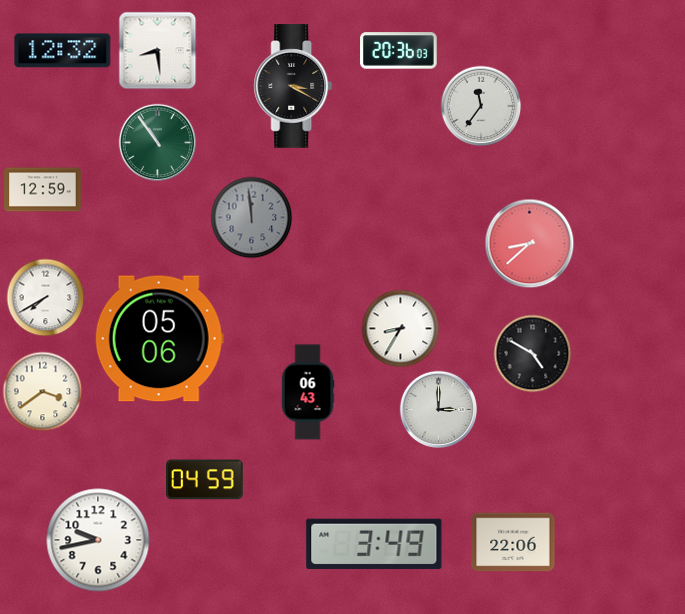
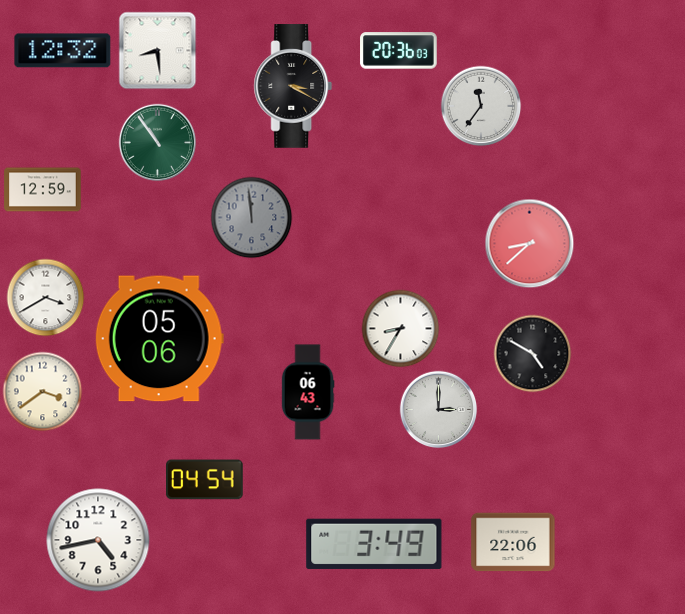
clock at (45, 297): 7:40 -> 3:40
clock at (205, 480): 04:59 -> 04:54
clock at (98, 540): 9:43 -> 4:43
